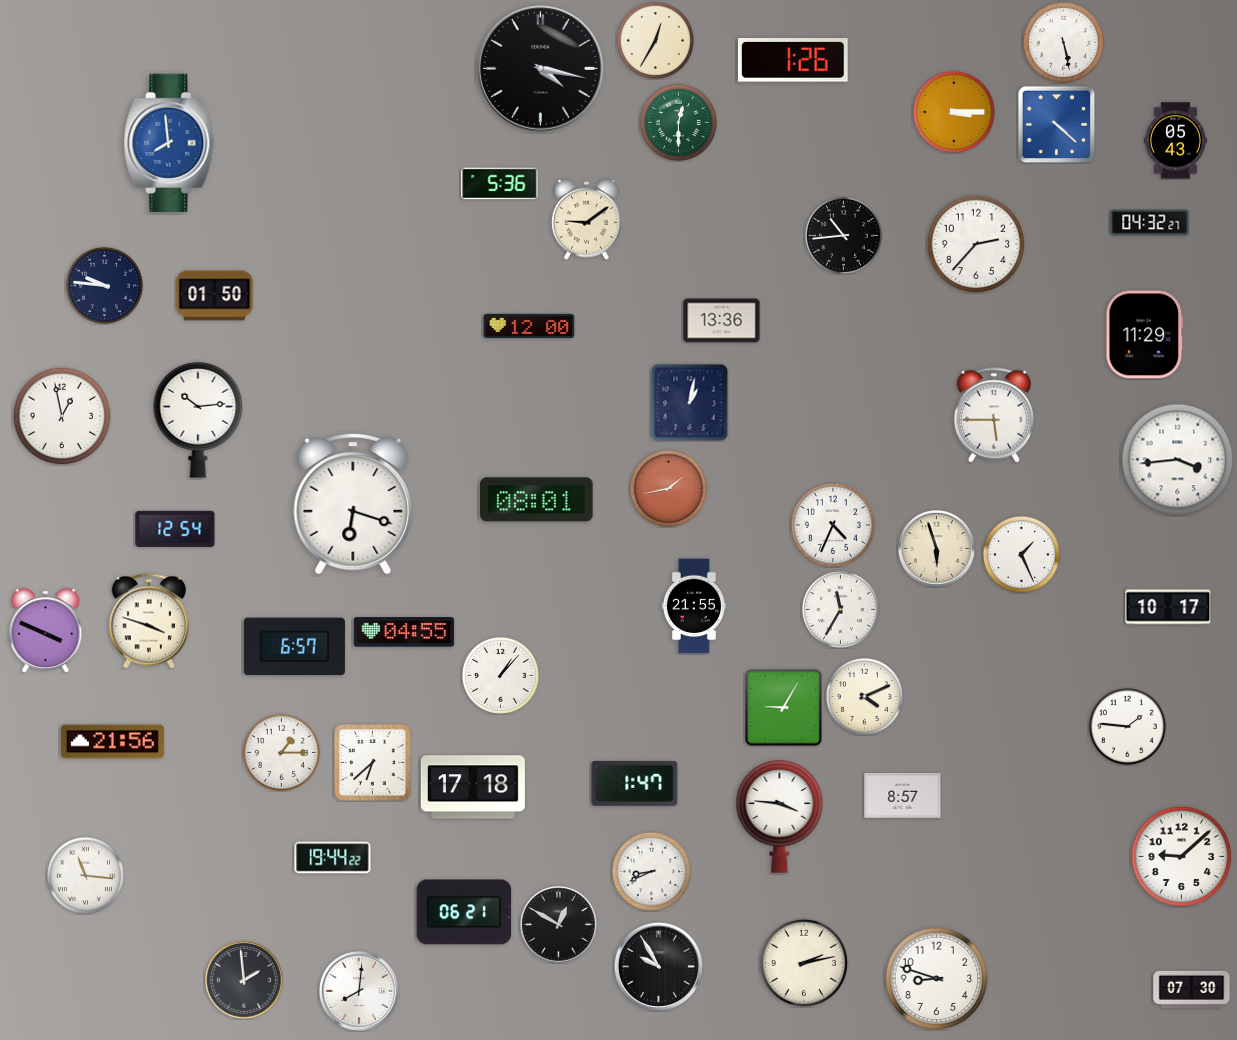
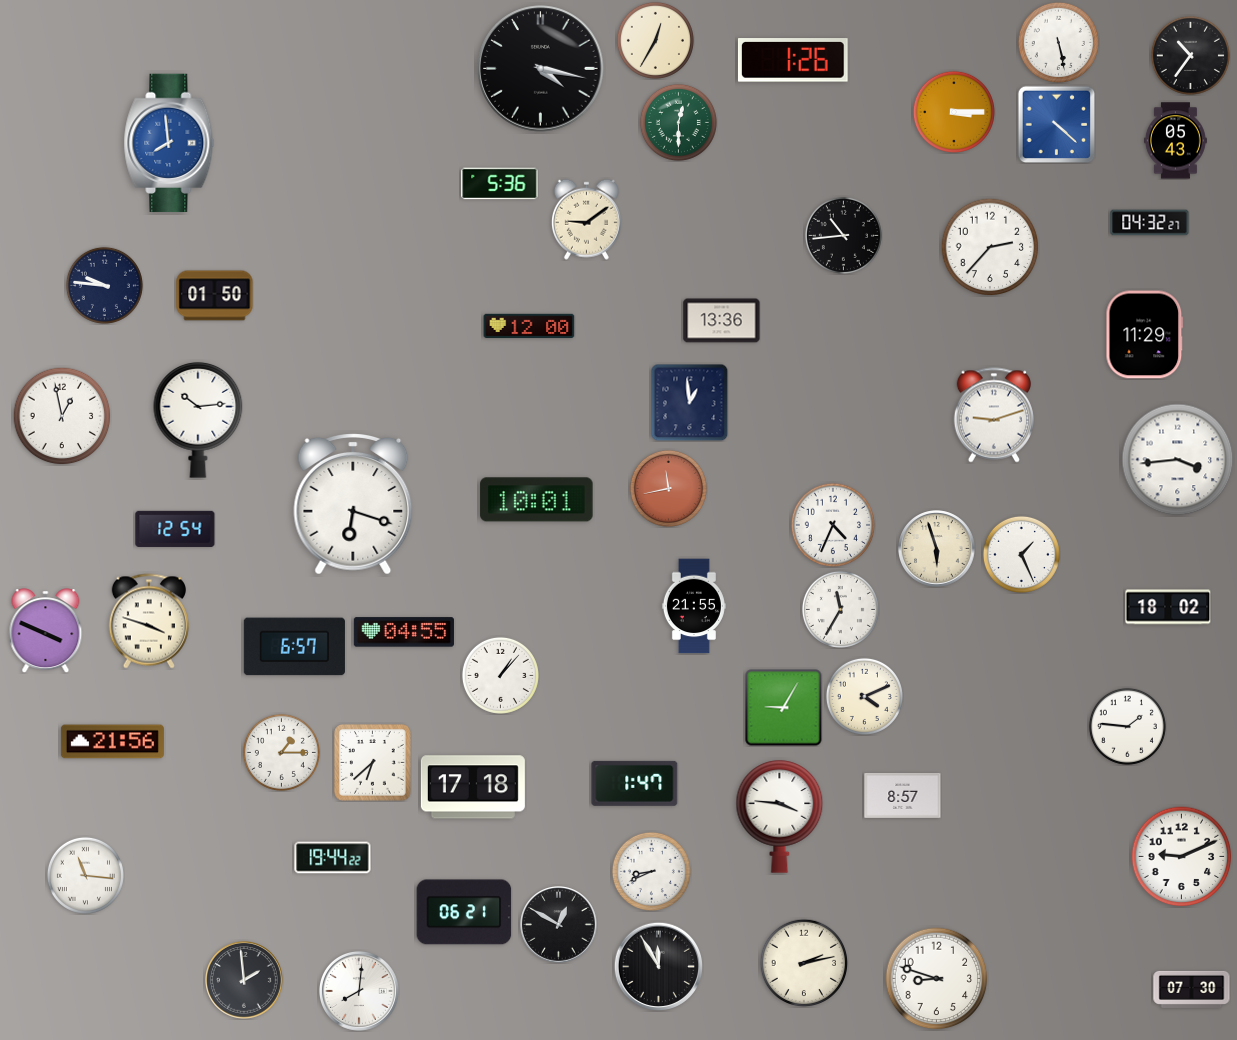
clock at (1063, 42) position: (1063, 42) -> (1058, 42)
clock at (1190, 55): none -> 10:36
clock at (976, 244) position: (976, 244) -> (990, 247)
clock at (689, 402): 1:02 -> 12:59
clock at (994, 415): 5:45 -> 9:12
clock at (668, 488): 1:43 -> 11:43
clock at (537, 500): 08:01 -> 10:01
clock at (1168, 607): 10:17 -> 18:02
clock at (1182, 857): 9:08 -> 9:11
clock at (658, 966): 9:55 -> 11:55
